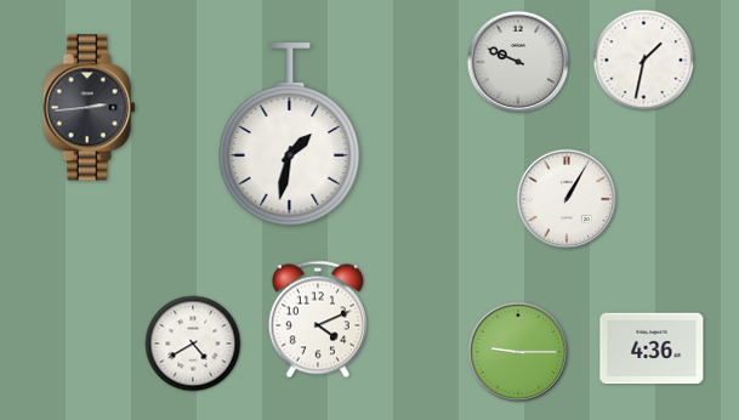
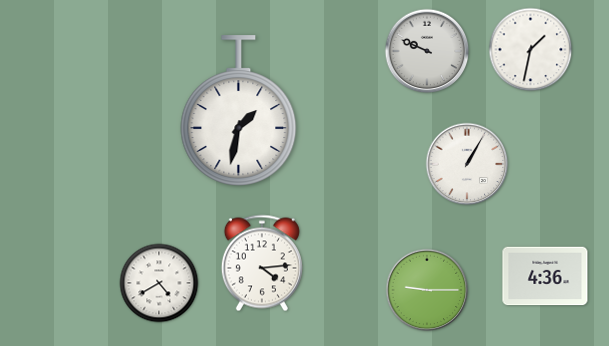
clock at (89, 108): 2:44 -> none
clock at (318, 319): 4:11 -> 4:14
clock at (652, 348) position: (652, 348) -> (545, 276)
